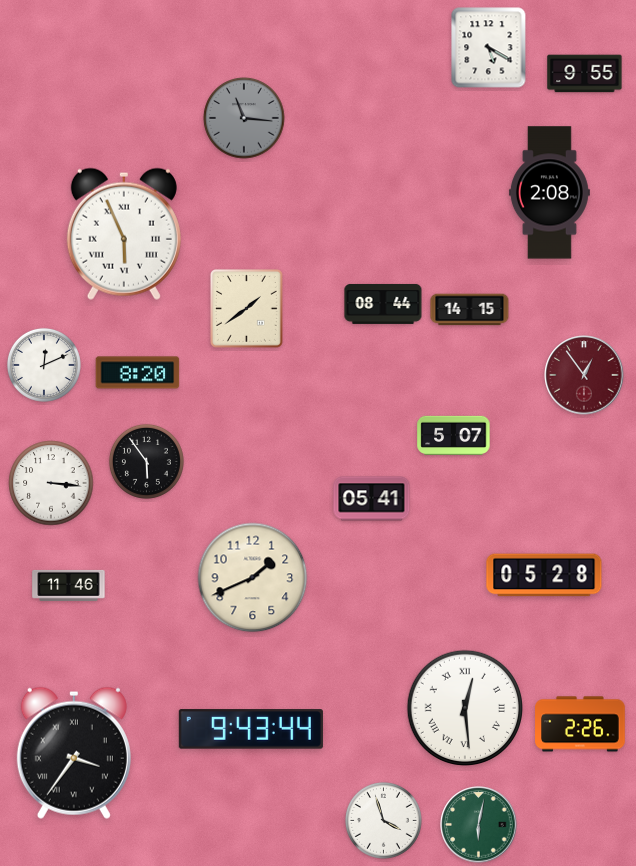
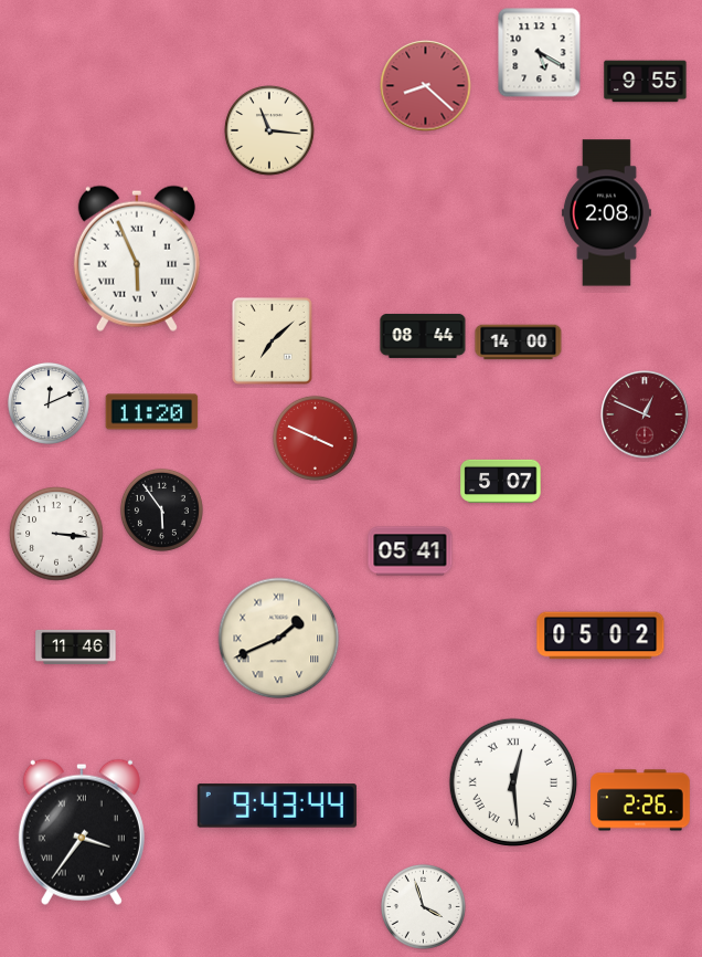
clock at (426, 86): none -> 8:22
clock at (244, 118) dial: grey -> cream
clock at (246, 309): 1:39 -> 7:08
clock at (470, 310): 14:15 -> 14:00
clock at (138, 373): 8:20 -> 11:20
clock at (584, 375): 12:54 -> 12:49
clock at (315, 438): none -> 3:49
clock at (544, 575): 05:28 -> 05:02
clock at (253, 578) numerals: Arabic -> Roman
clock at (479, 825): 6:02 -> none
